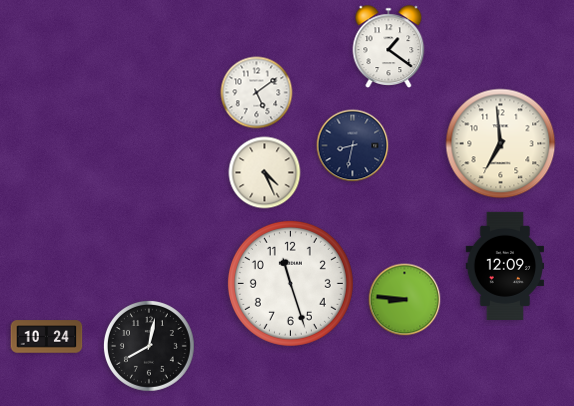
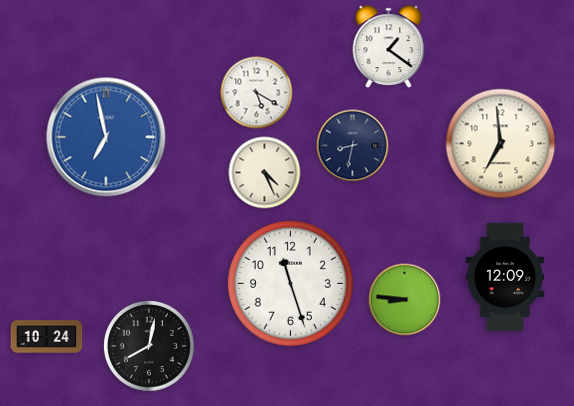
clock at (257, 93): 5:09 -> 5:20
clock at (106, 137): none -> 6:58
clock at (504, 266) position: (504, 266) -> (504, 277)
